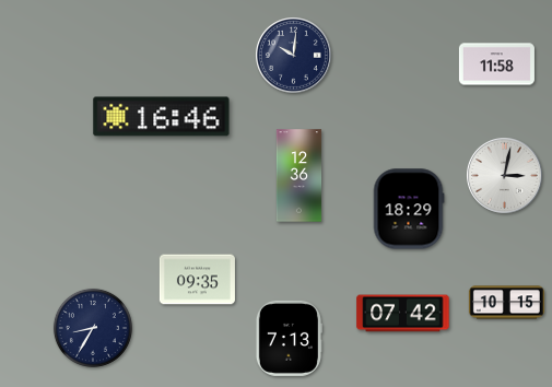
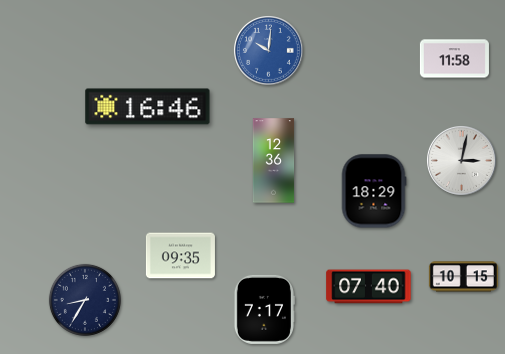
clock at (294, 56) dial: navy -> blue
clock at (403, 314): 07:42 -> 07:40
clock at (289, 338): 7:13 -> 7:17
